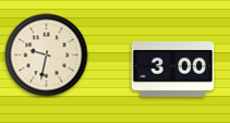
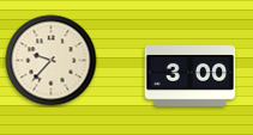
clock at (47, 56): 9:32 -> 9:37
